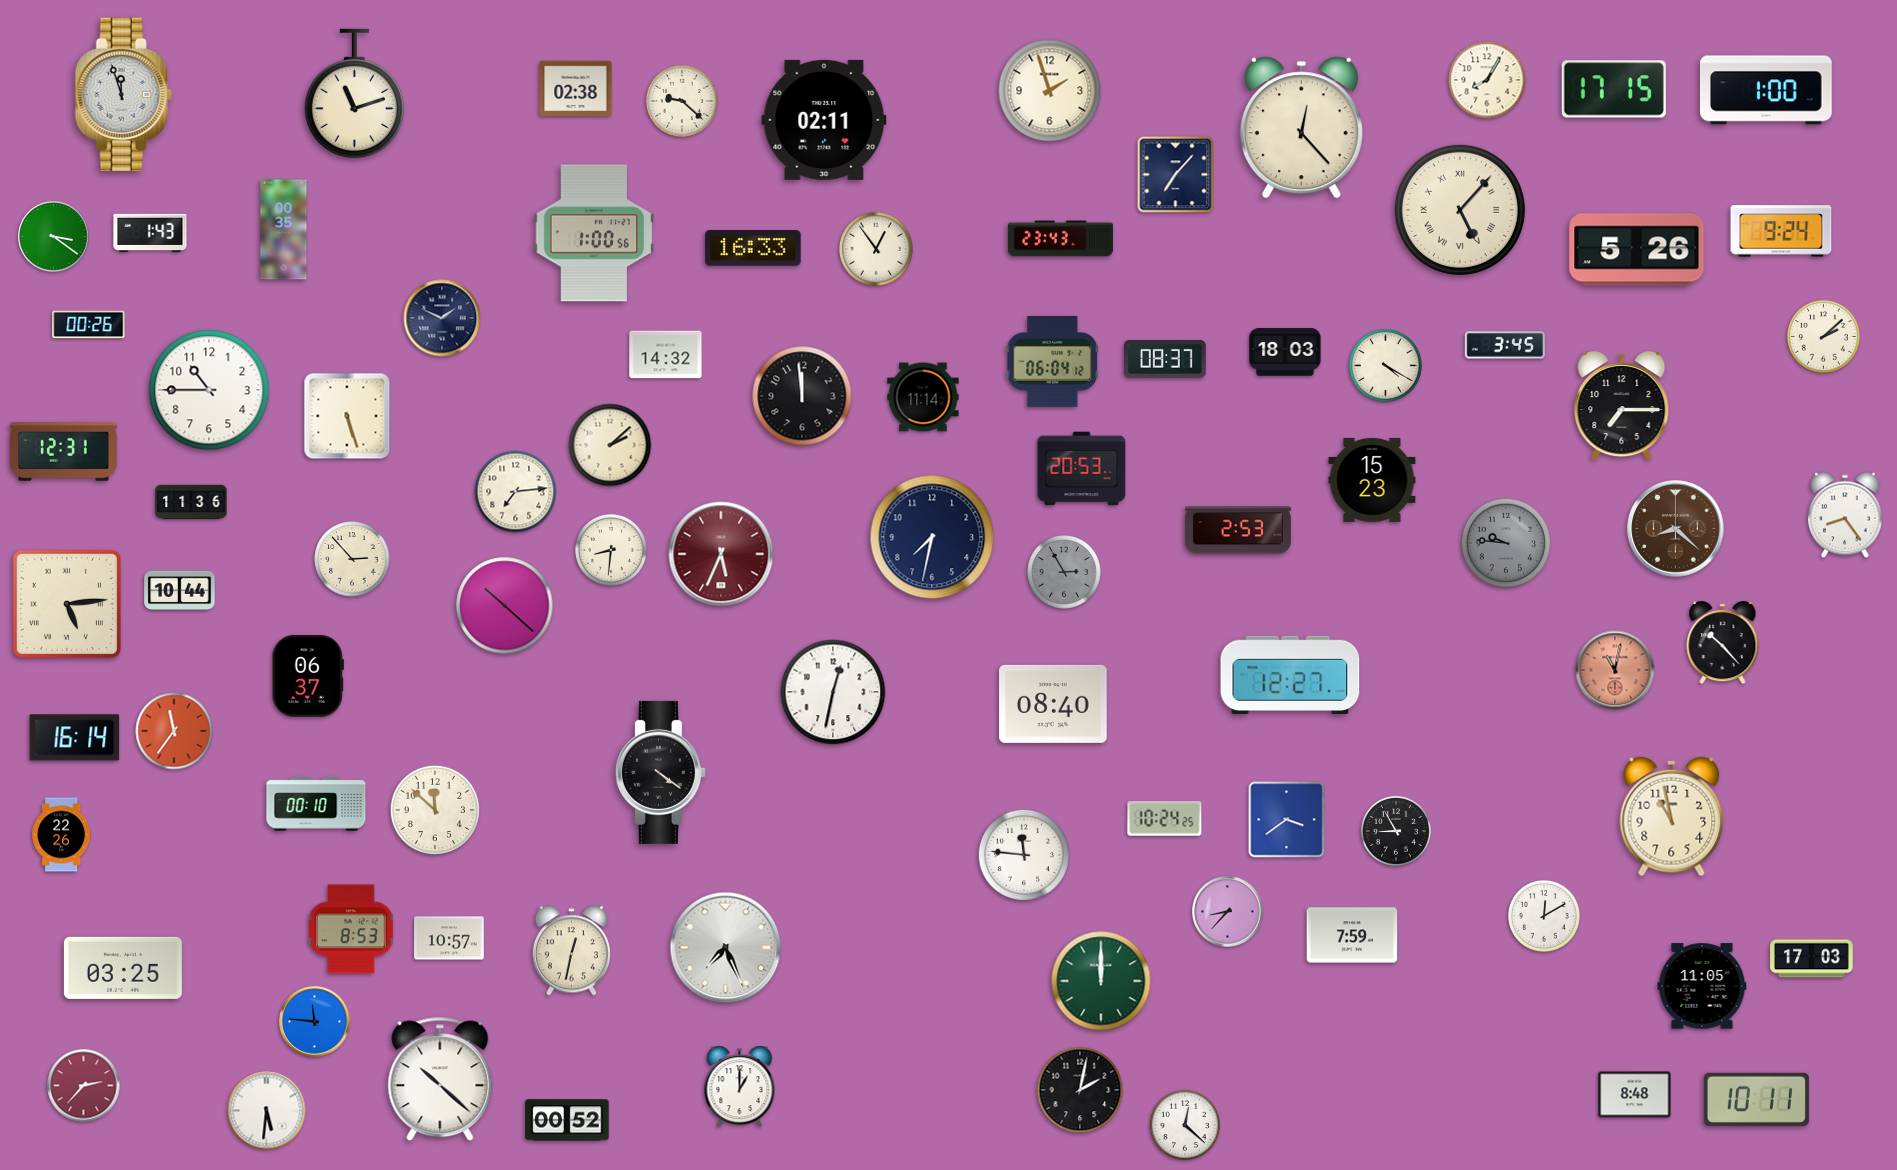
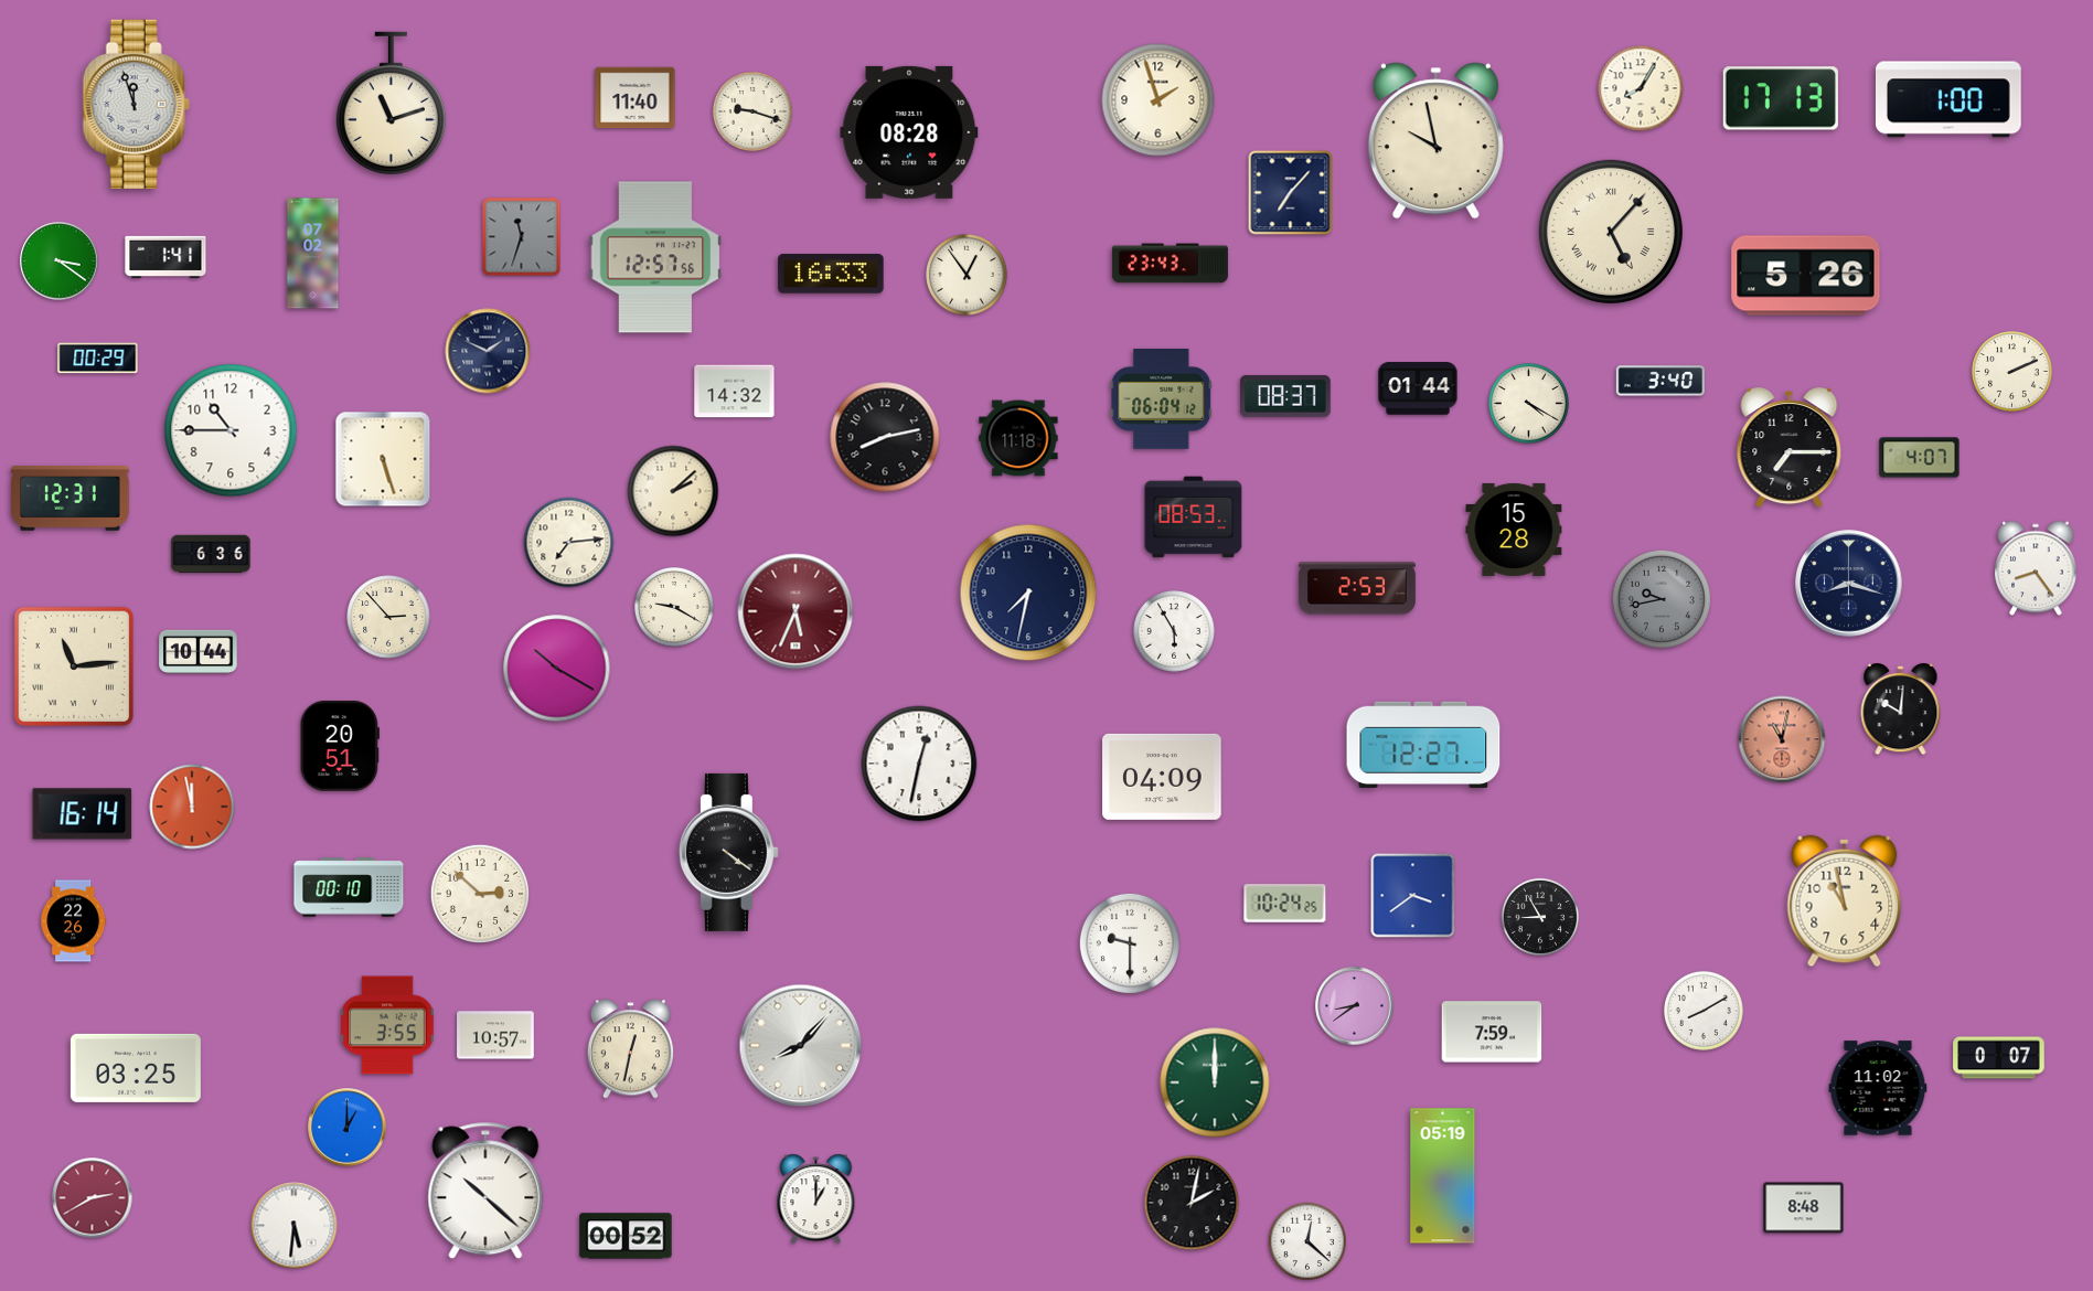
clock at (576, 89): 02:38 -> 11:40
clock at (1614, 89): 17:15 -> 17:13
clock at (682, 101): 9:22 -> 9:18
clock at (824, 120): 02:11 -> 08:28
clock at (1301, 128): 12:23 -> 9:58
clock at (1176, 175) position: (1176, 175) -> (1291, 193)
clock at (522, 237): none -> 11:33
clock at (284, 230): 00:35 -> 07:02
clock at (1781, 231): 9:24 -> none
clock at (150, 233): 1:43 -> 1:41
clock at (594, 233): 1:00 -> 12:57
clock at (89, 325): 00:26 -> 00:29
clock at (1824, 337): 2:08 -> 2:11
clock at (1505, 345): 3:45 -> 3:40
clock at (1285, 352): 18:03 -> 01:44
clock at (802, 396): 11:59 -> 8:13
clock at (923, 397): 11:14 -> 11:18
clock at (1920, 458): none -> 4:07
clock at (1082, 469): 20:53 -> 08:53
clock at (1372, 480): 15:23 -> 15:28
clock at (191, 502): 11:36 -> 6:36
clock at (1676, 529): 8:22 -> 8:18
clock at (1676, 529) dial: brown -> navy
clock at (1238, 530) position: (1238, 530) -> (1357, 588)
clock at (1505, 542): 9:46 -> 9:43
clock at (611, 550): 8:31 -> 9:20
clock at (1064, 572): 2:55 -> 5:55
clock at (1064, 572) dial: grey -> white
clock at (67, 604): 5:14 -> 11:14
clock at (505, 606): 10:22 -> 10:20
clock at (1723, 643): 10:23 -> 10:01
clock at (308, 676): 06:37 -> 20:51
clock at (1053, 704): 08:40 -> 04:09
clock at (174, 731): 11:36 -> 11:58
clock at (434, 809): 11:52 -> 2:52
clock at (1287, 820) position: (1287, 820) -> (1413, 896)
clock at (62, 835) position: (62, 835) -> (74, 921)
clock at (1024, 855): 11:46 -> 9:30
clock at (1228, 912): 8:37 -> 8:39
clock at (1544, 916): 12:10 -> 8:10
clock at (351, 929): 8:53 -> 3:55
clock at (726, 948): 7:26 -> 8:07
clock at (1812, 959): 17:03 -> 0:07
clock at (1702, 986): 11:05 -> 11:02
clock at (315, 1022): 11:46 -> 1:00
clock at (1443, 1176): none -> 05:19
clock at (84, 1086): 2:37 -> 2:40
clock at (1756, 1099): 10:11 -> none
